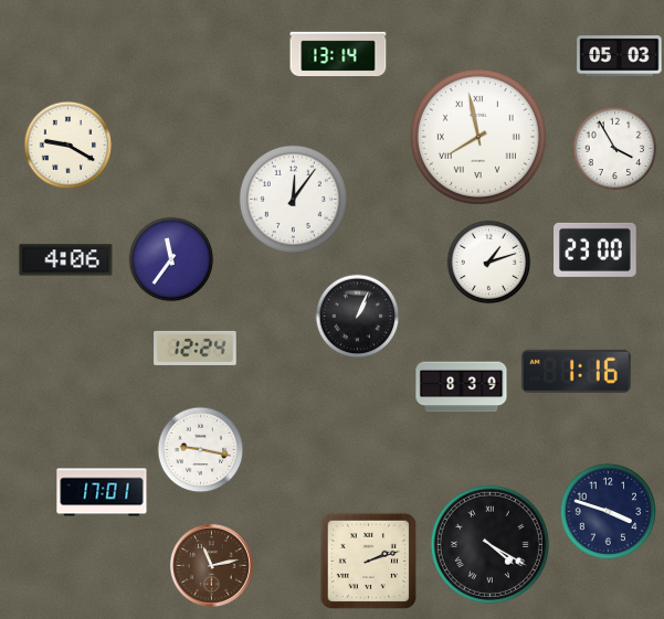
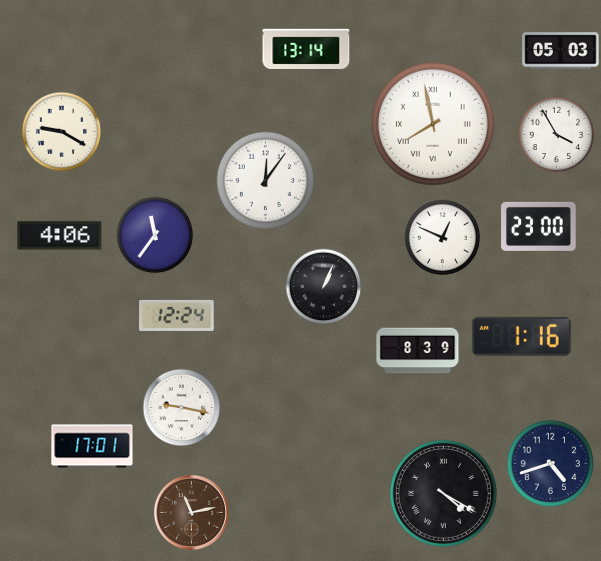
clock at (489, 263): 1:12 -> 12:49
clock at (609, 512): 3:48 -> 4:42
clock at (369, 562): 2:12 -> none
